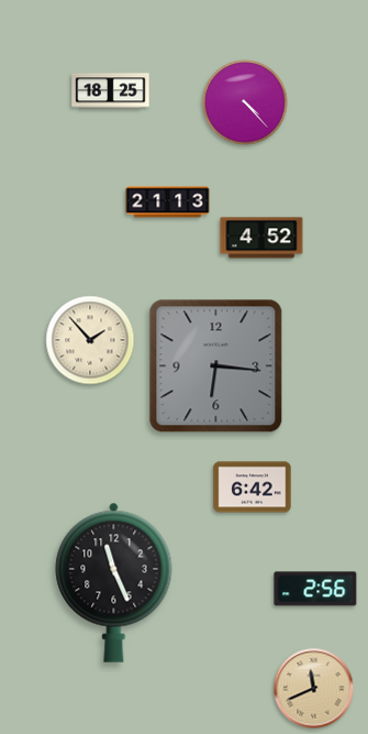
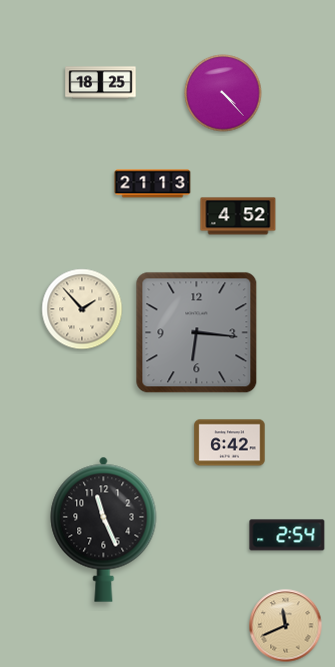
clock at (315, 589): 2:56 -> 2:54
